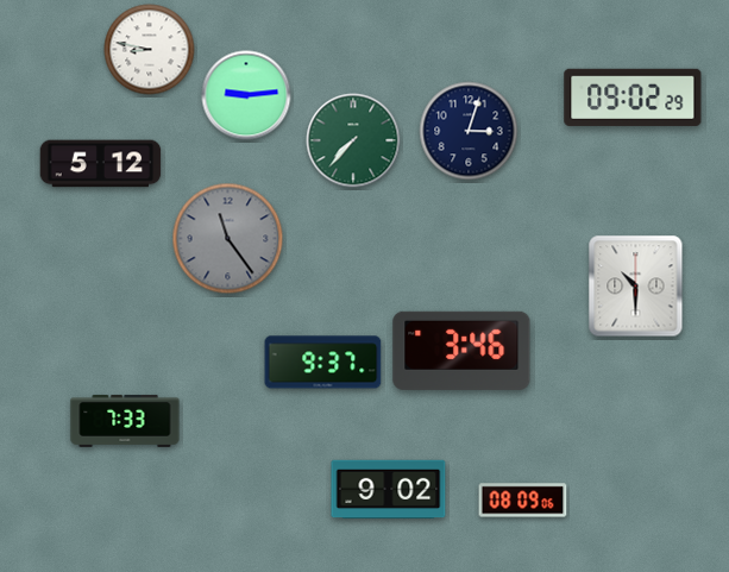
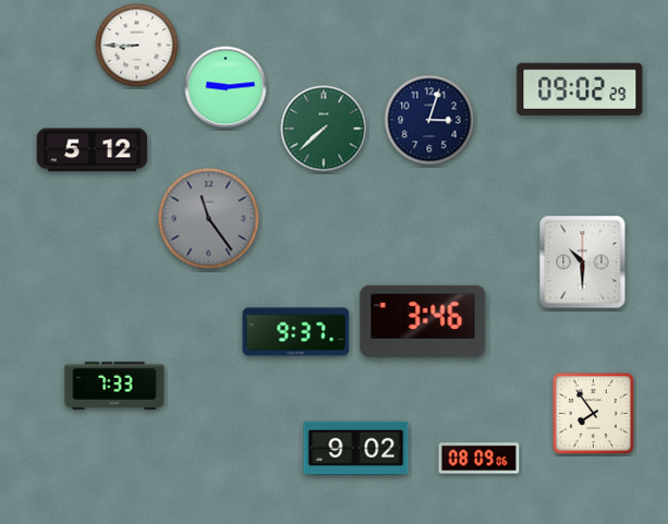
clock at (150, 50): 8:47 -> 8:45
clock at (353, 140): 7:37 -> 7:38
clock at (593, 413): none -> 7:54
